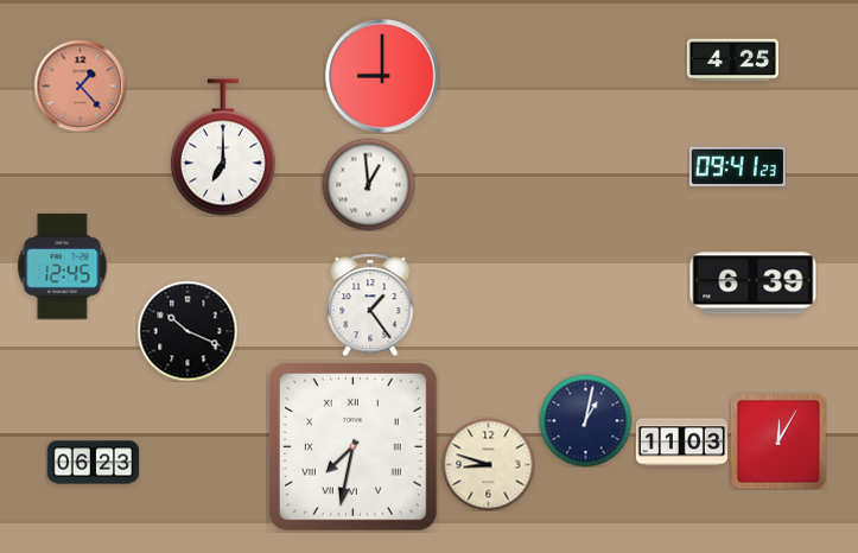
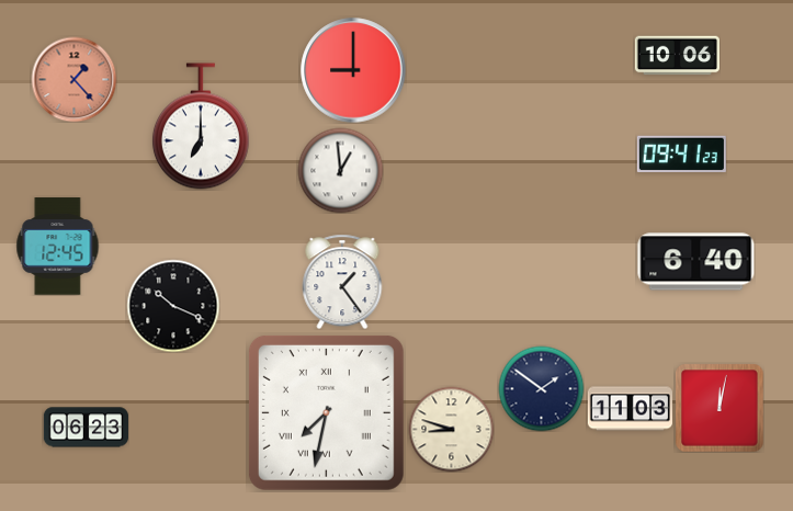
clock at (732, 61): 4:25 -> 10:06
clock at (223, 147) position: (223, 147) -> (201, 126)
clock at (754, 284): 6:39 -> 6:40
clock at (585, 420): 1:02 -> 1:51
clock at (778, 441): 12:05 -> 12:02
